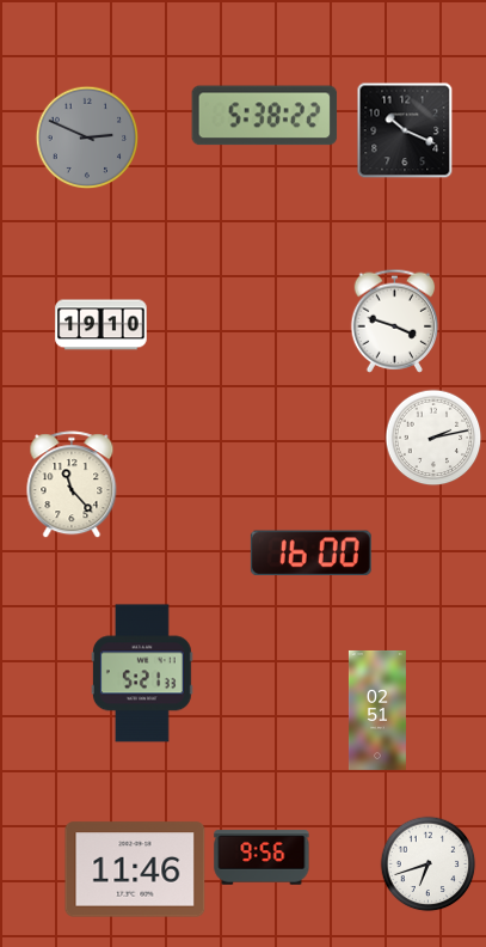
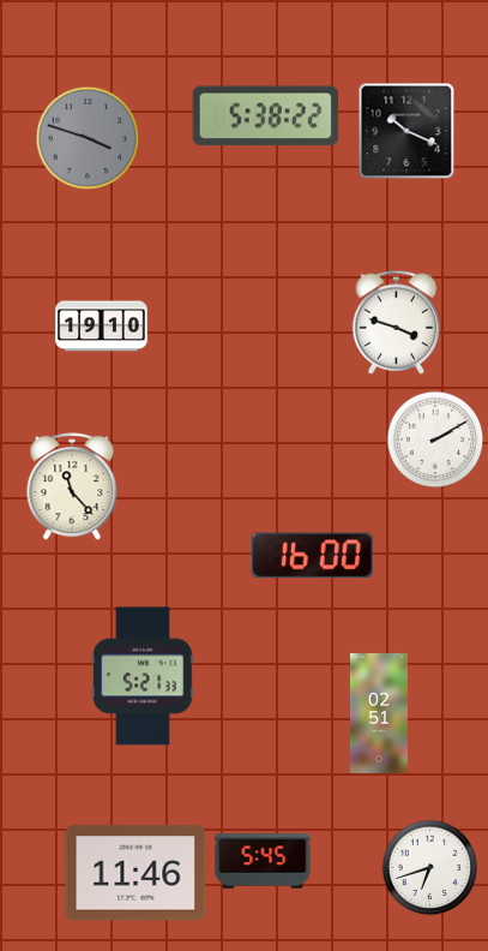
clock at (87, 138): 2:49 -> 3:48
clock at (433, 438): 2:13 -> 2:10
clock at (262, 857): 9:56 -> 5:45
